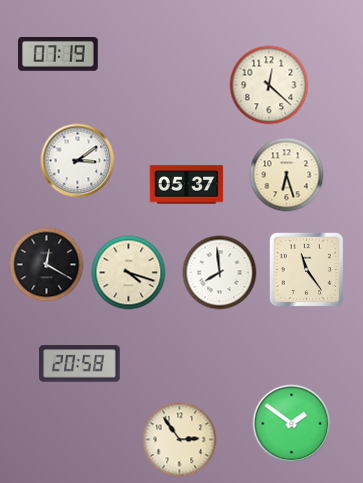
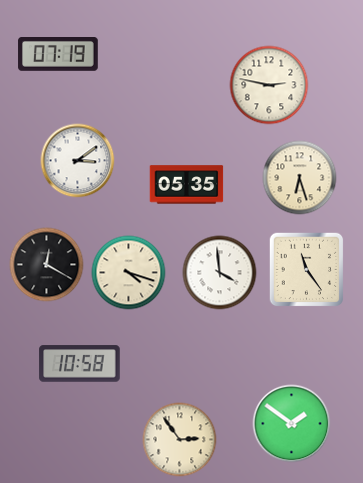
clock at (269, 85): 12:22 -> 2:47
clock at (287, 175) position: (287, 175) -> (300, 178)
clock at (187, 185): 05:37 -> 05:35
clock at (220, 273): 7:59 -> 3:59
clock at (80, 364): 20:58 -> 10:58
